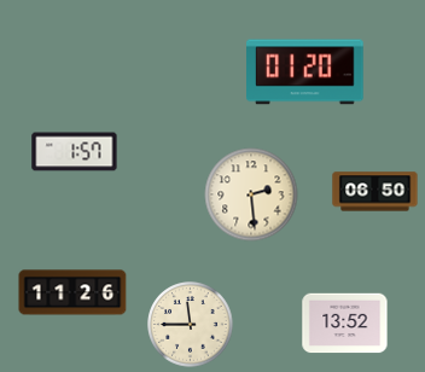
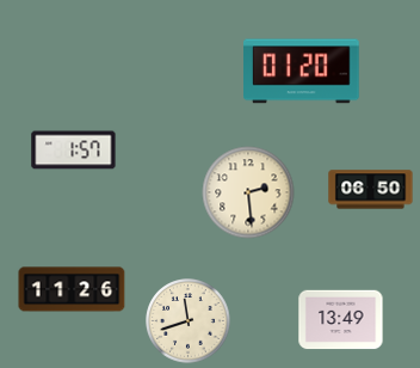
clock at (345, 324): 13:52 -> 13:49
clock at (191, 325): 11:45 -> 11:42
